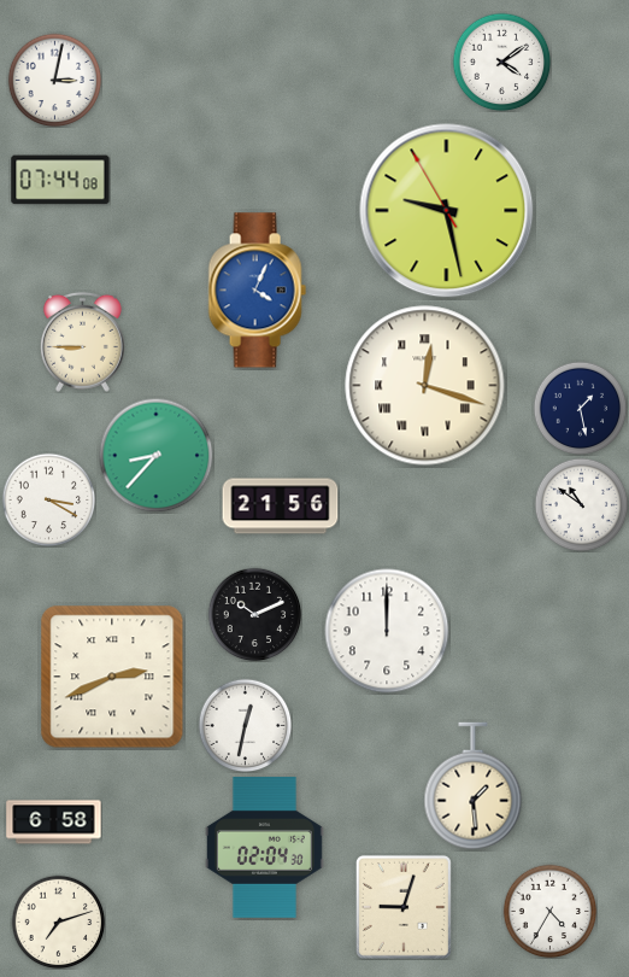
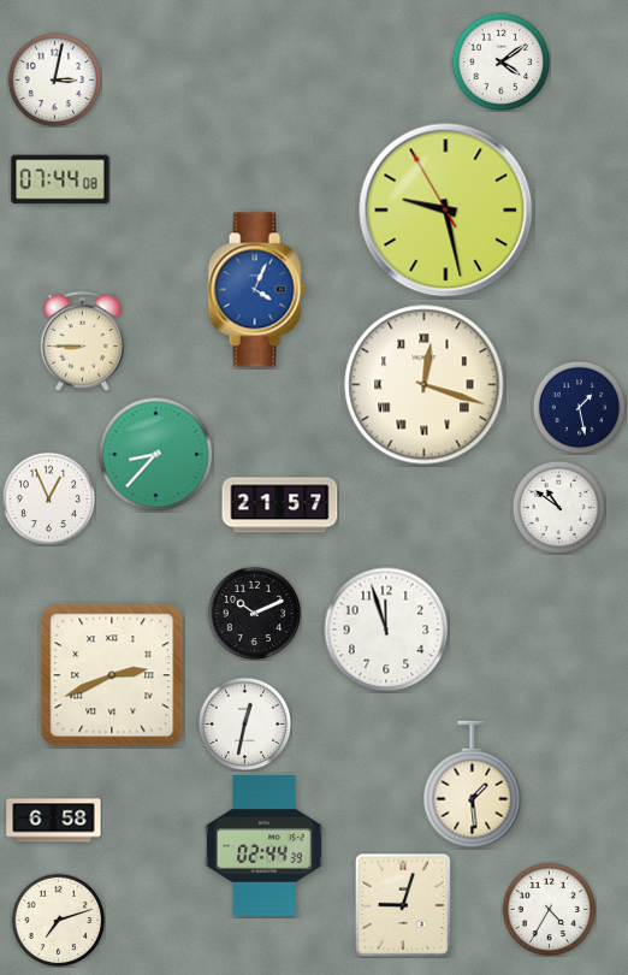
clock at (48, 499): 3:20 -> 12:56
clock at (581, 504) position: (581, 504) -> (558, 507)
clock at (281, 507): 21:56 -> 21:57
clock at (387, 631): 12:00 -> 11:57
clock at (264, 848): 02:04 -> 02:44
